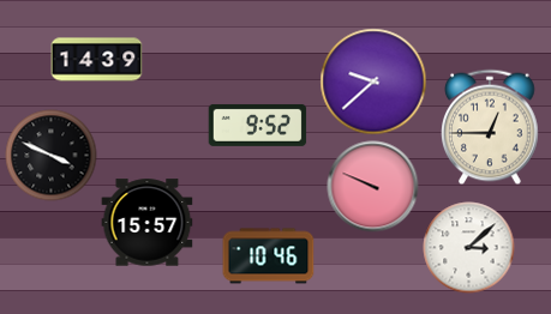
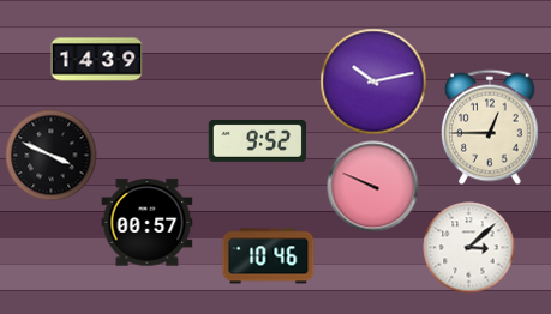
clock at (373, 81): 9:38 -> 10:13
clock at (258, 125) position: (258, 125) -> (258, 140)
clock at (148, 223): 15:57 -> 00:57
